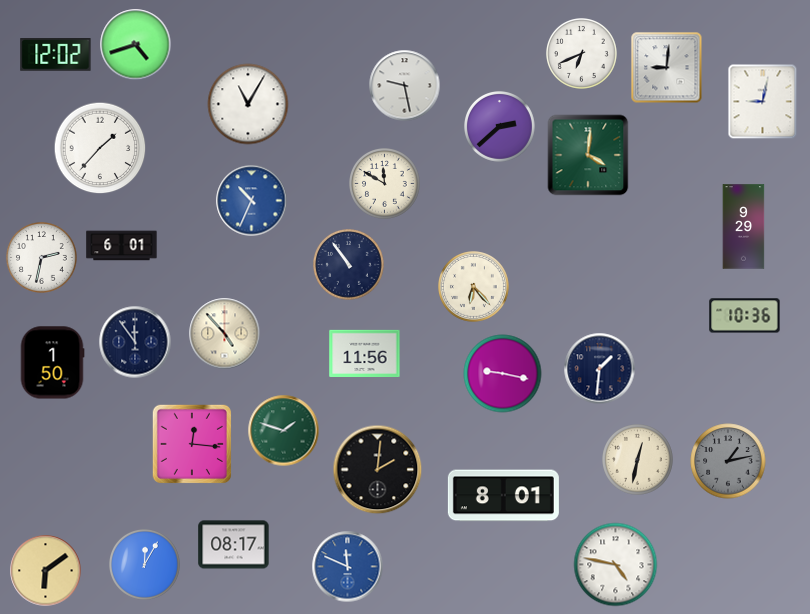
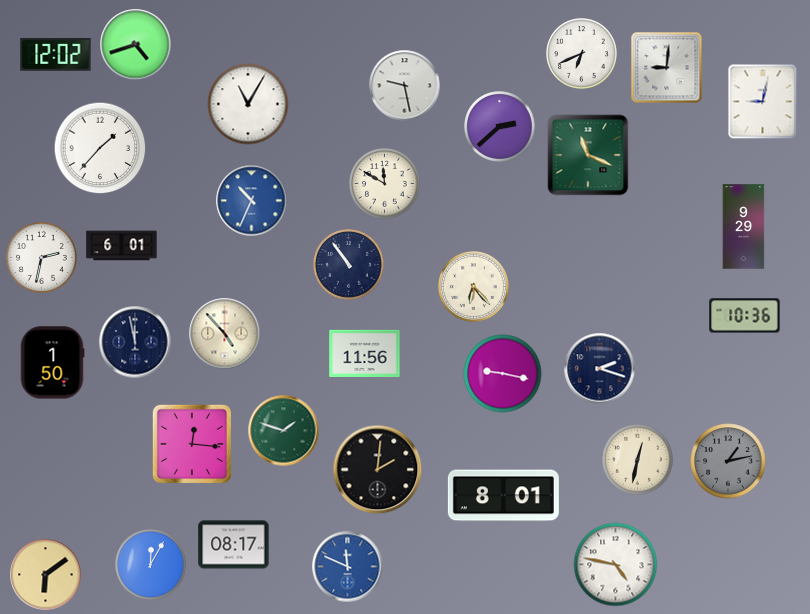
clock at (588, 155): 4:01 -> 11:19
clock at (135, 342): 11:54 -> 11:58
clock at (600, 369): 1:31 -> 2:18
clock at (145, 565) position: (145, 565) -> (151, 565)
clock at (46, 571) position: (46, 571) -> (46, 575)
